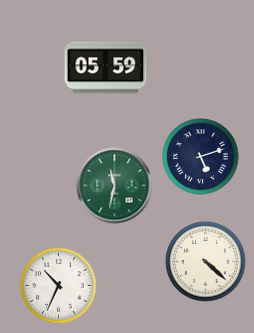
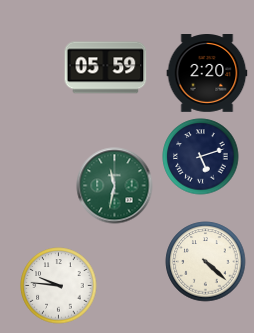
clock at (207, 74): none -> 2:20
clock at (59, 286): 10:34 -> 9:46
